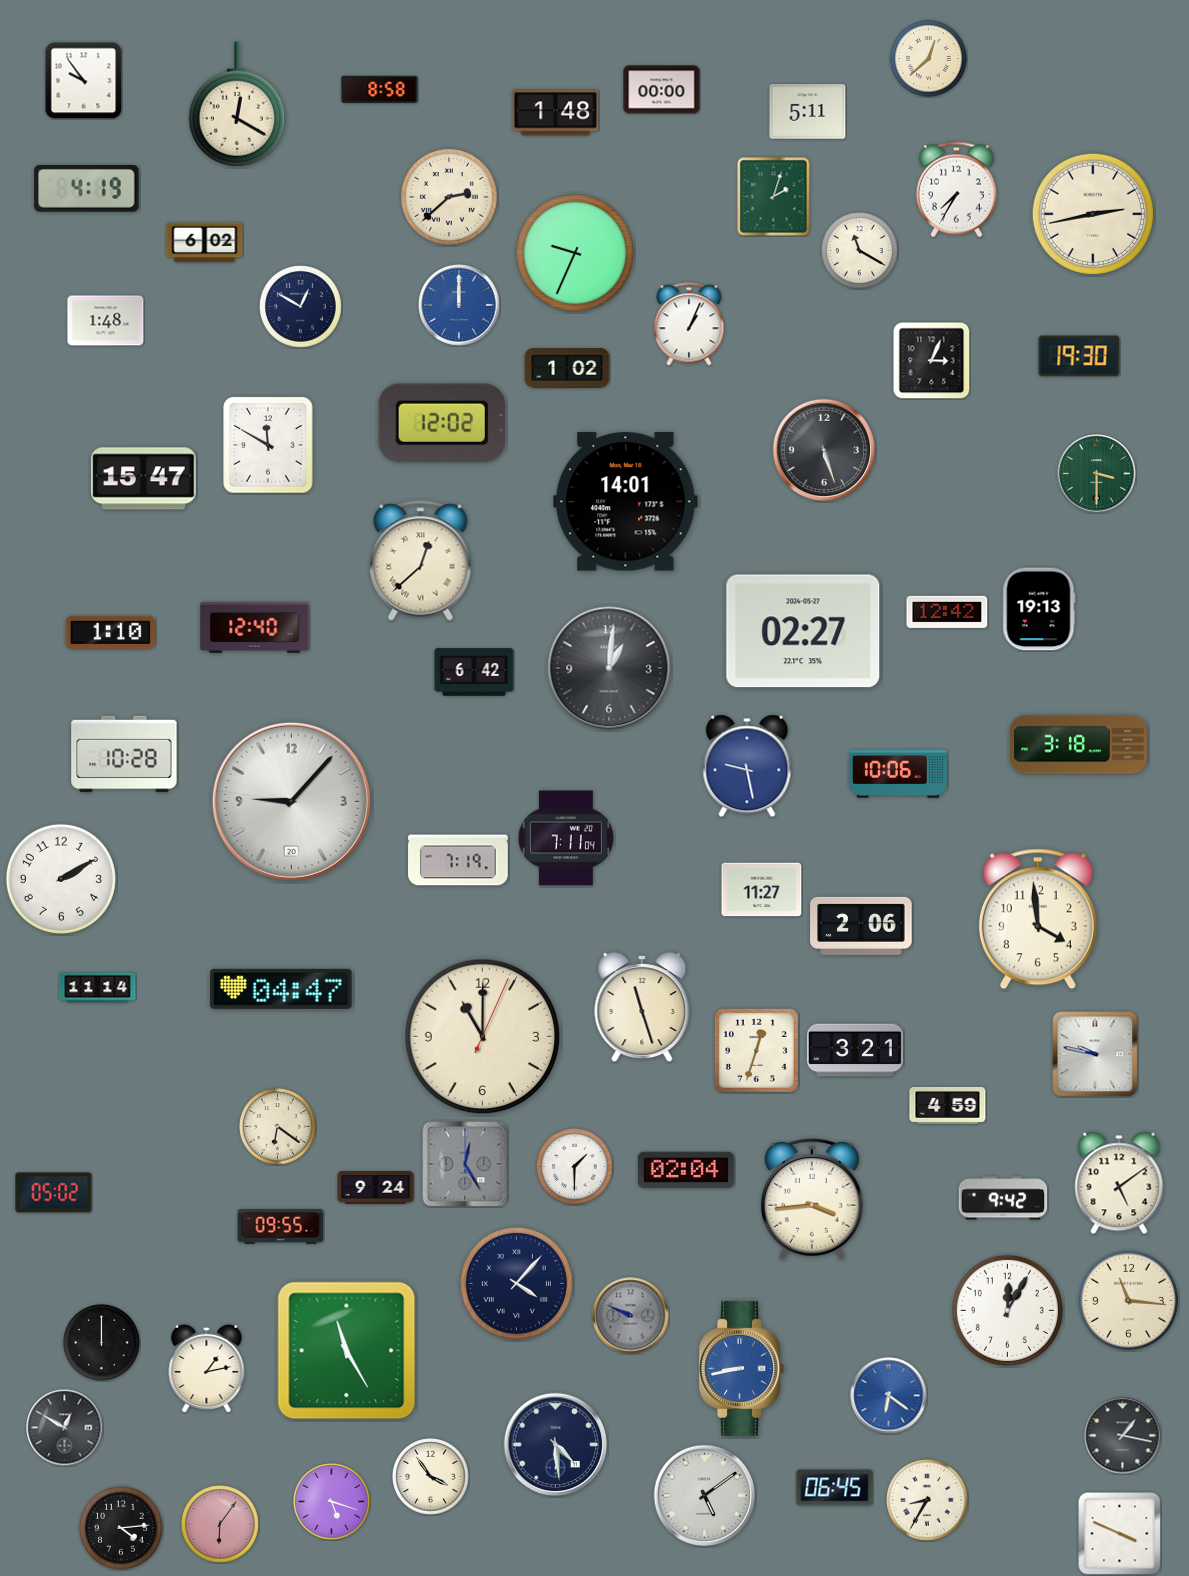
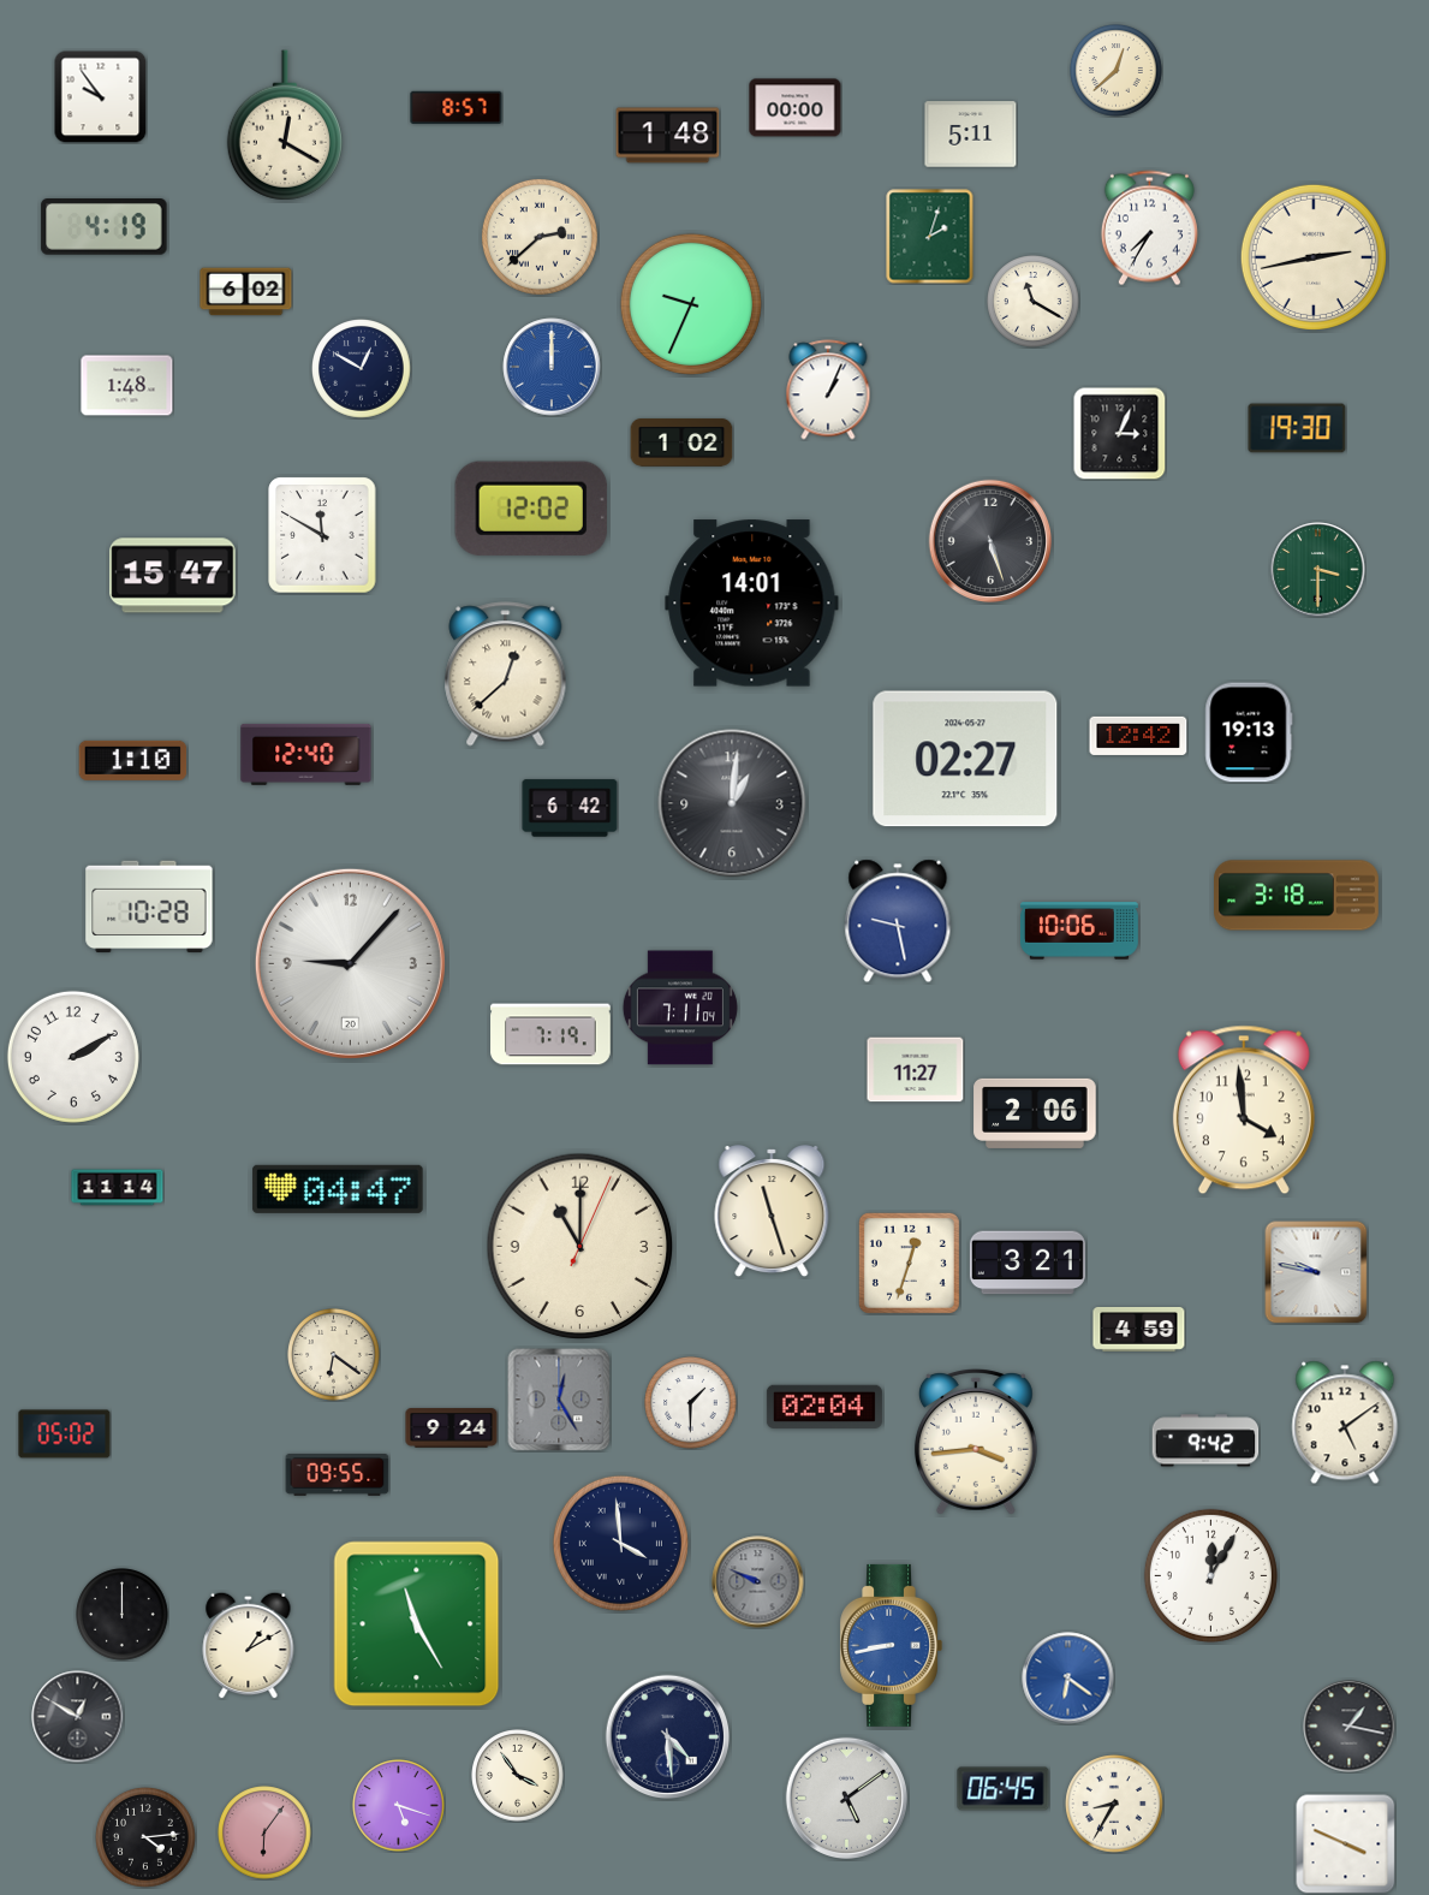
clock at (380, 89): 8:58 -> 8:57
clock at (1038, 919) position: (1038, 919) -> (1244, 1110)
clock at (1095, 1054) position: (1095, 1054) -> (1316, 1272)
clock at (516, 1283): 4:07 -> 3:59
clock at (1128, 1300): 11:16 -> none
clock at (207, 1368): 1:13 -> 1:10
